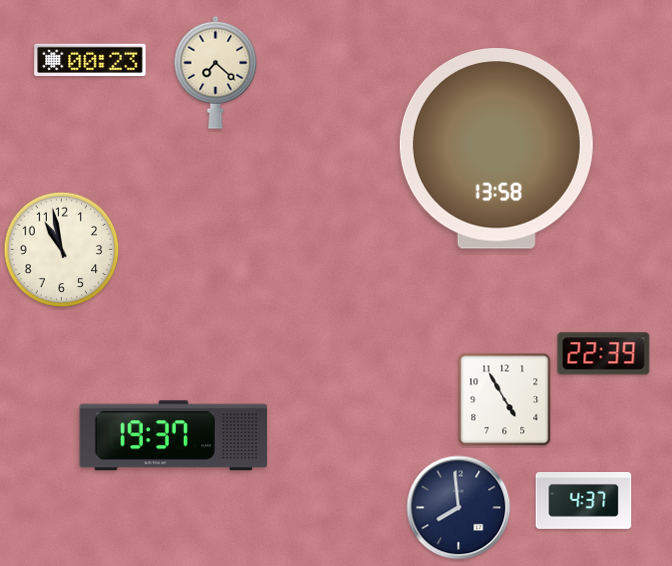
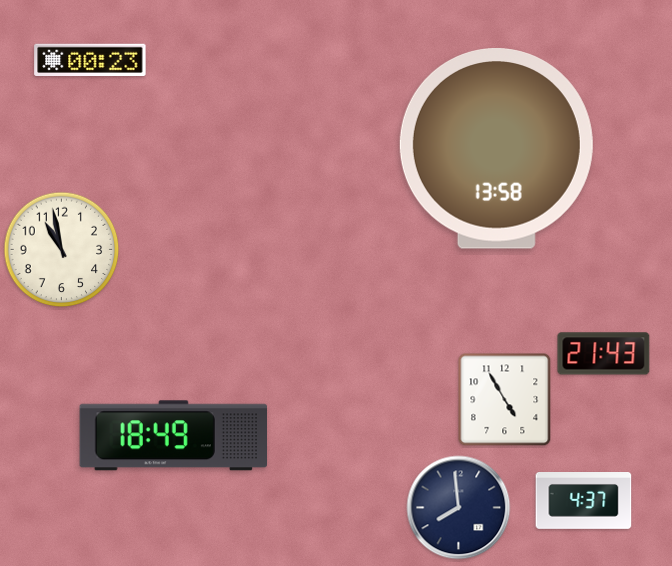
clock at (216, 72): 7:22 -> none
clock at (604, 354): 22:39 -> 21:43
clock at (173, 436): 19:37 -> 18:49
